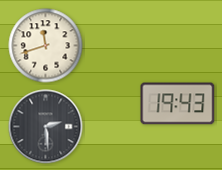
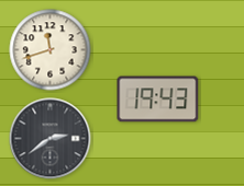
clock at (178, 104) position: (178, 104) -> (158, 100)
clock at (46, 127): 2:29 -> 2:39
